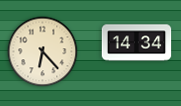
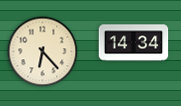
clock at (137, 43) position: (137, 43) -> (134, 43)
